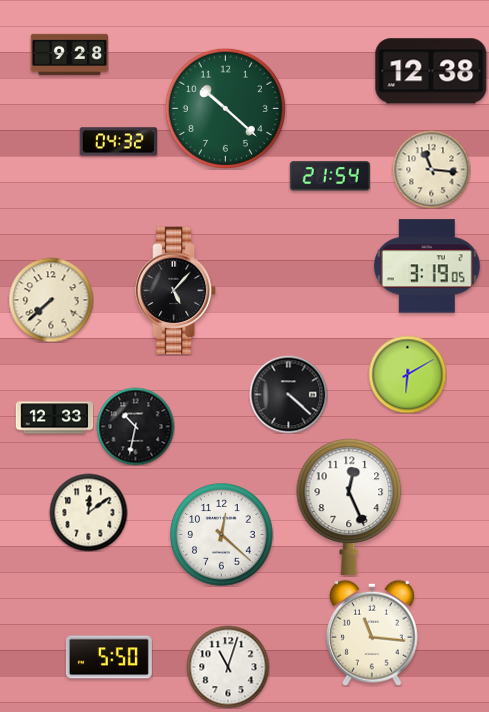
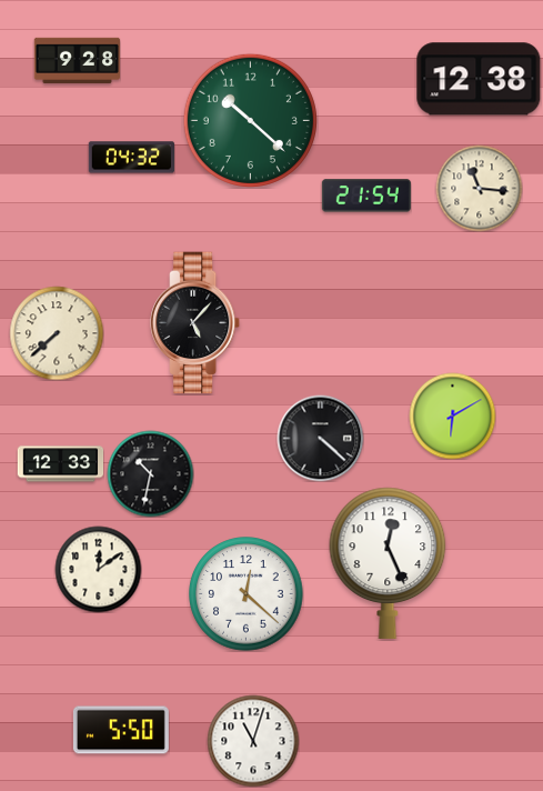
clock at (427, 266): 3:19 -> none
clock at (372, 633): 11:16 -> none
